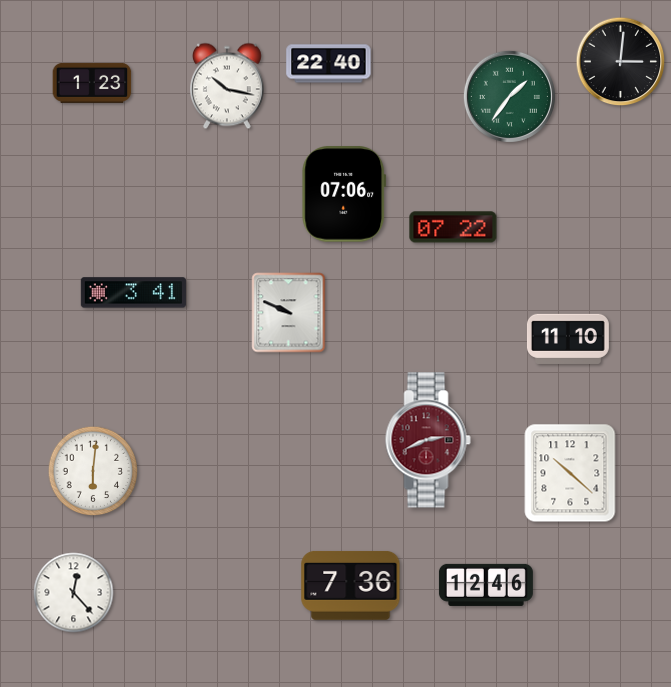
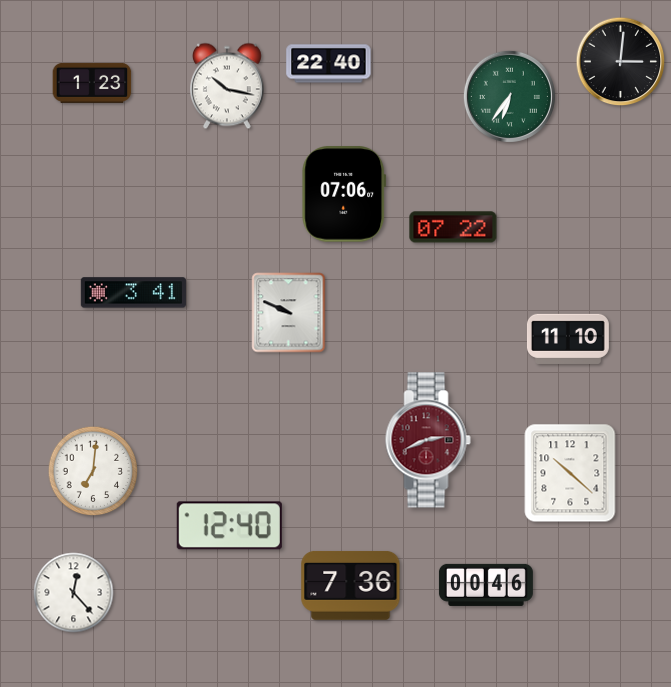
clock at (509, 96): 1:36 -> 6:36
clock at (93, 471): 6:01 -> 7:01
clock at (229, 526): none -> 12:40
clock at (486, 585): 12:46 -> 00:46
